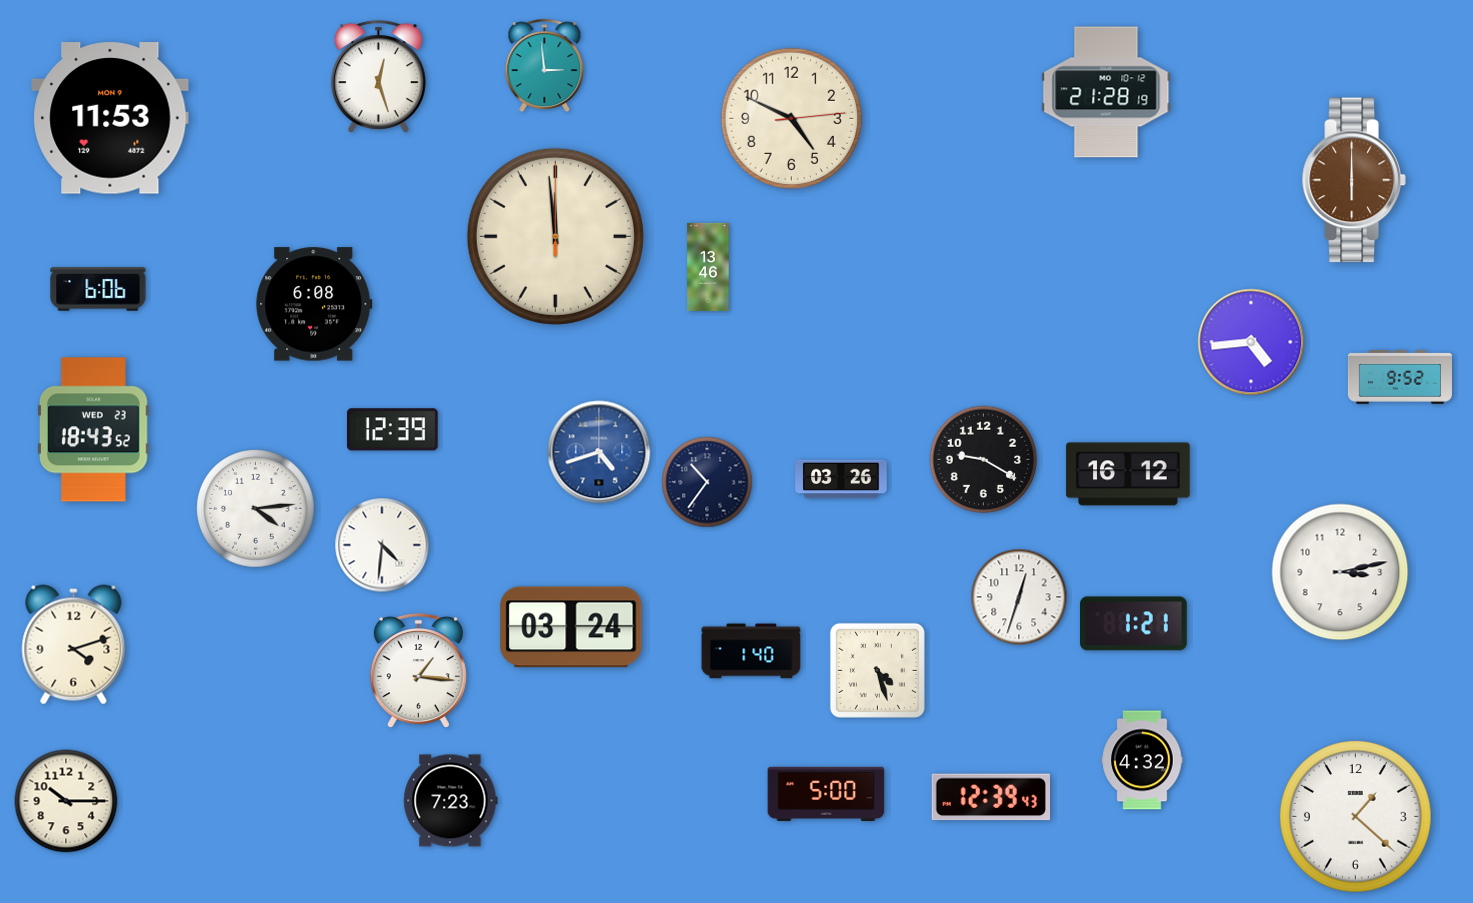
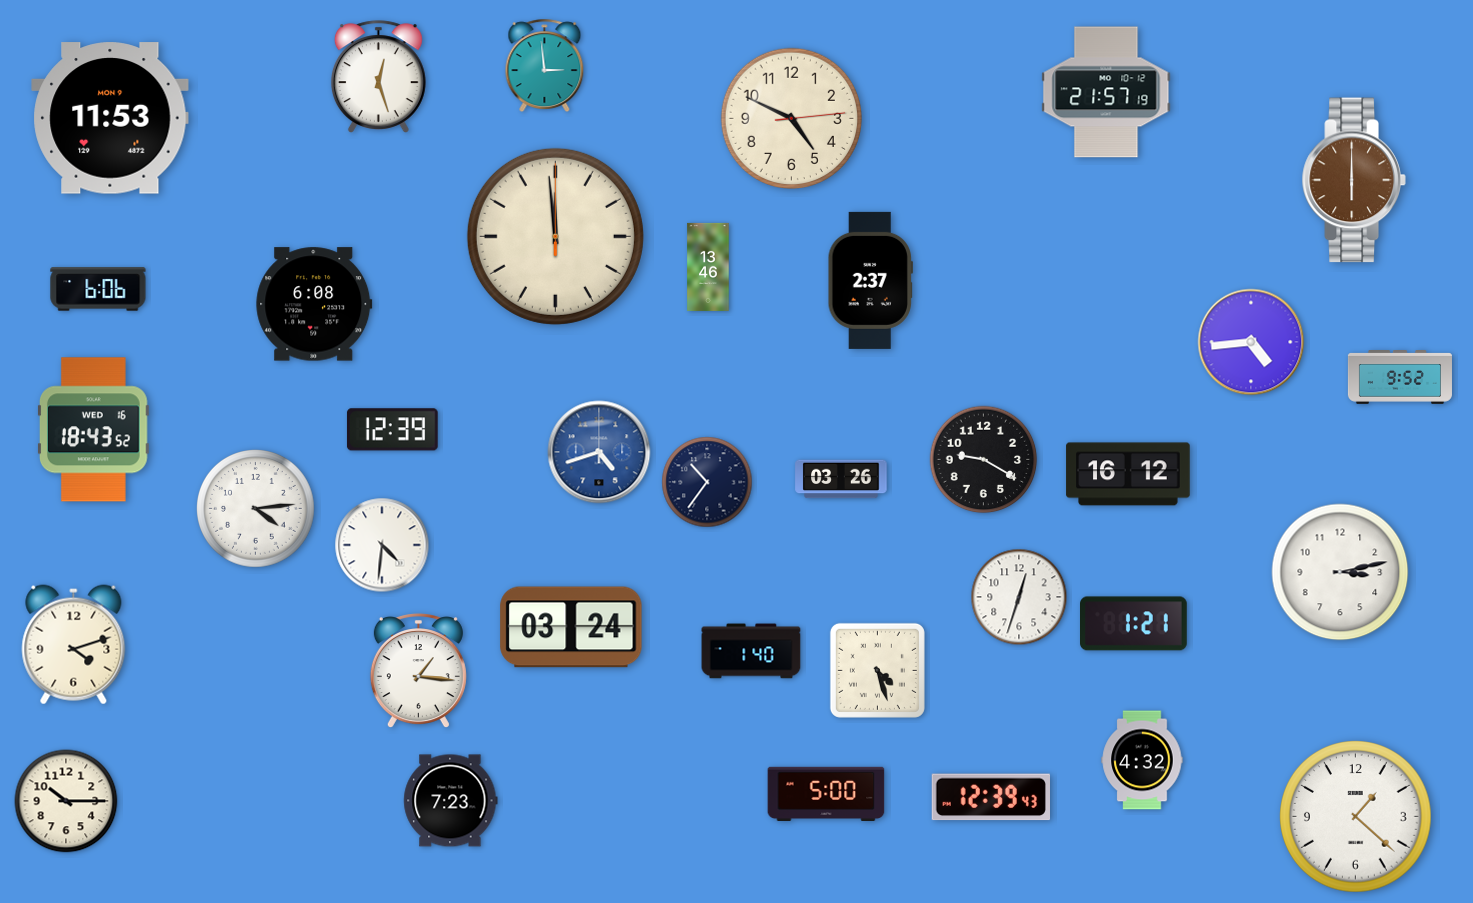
clock at (1106, 92): 21:28 -> 21:57
clock at (870, 280): none -> 2:37
clock at (94, 430) date: WED 23 -> WED 16
